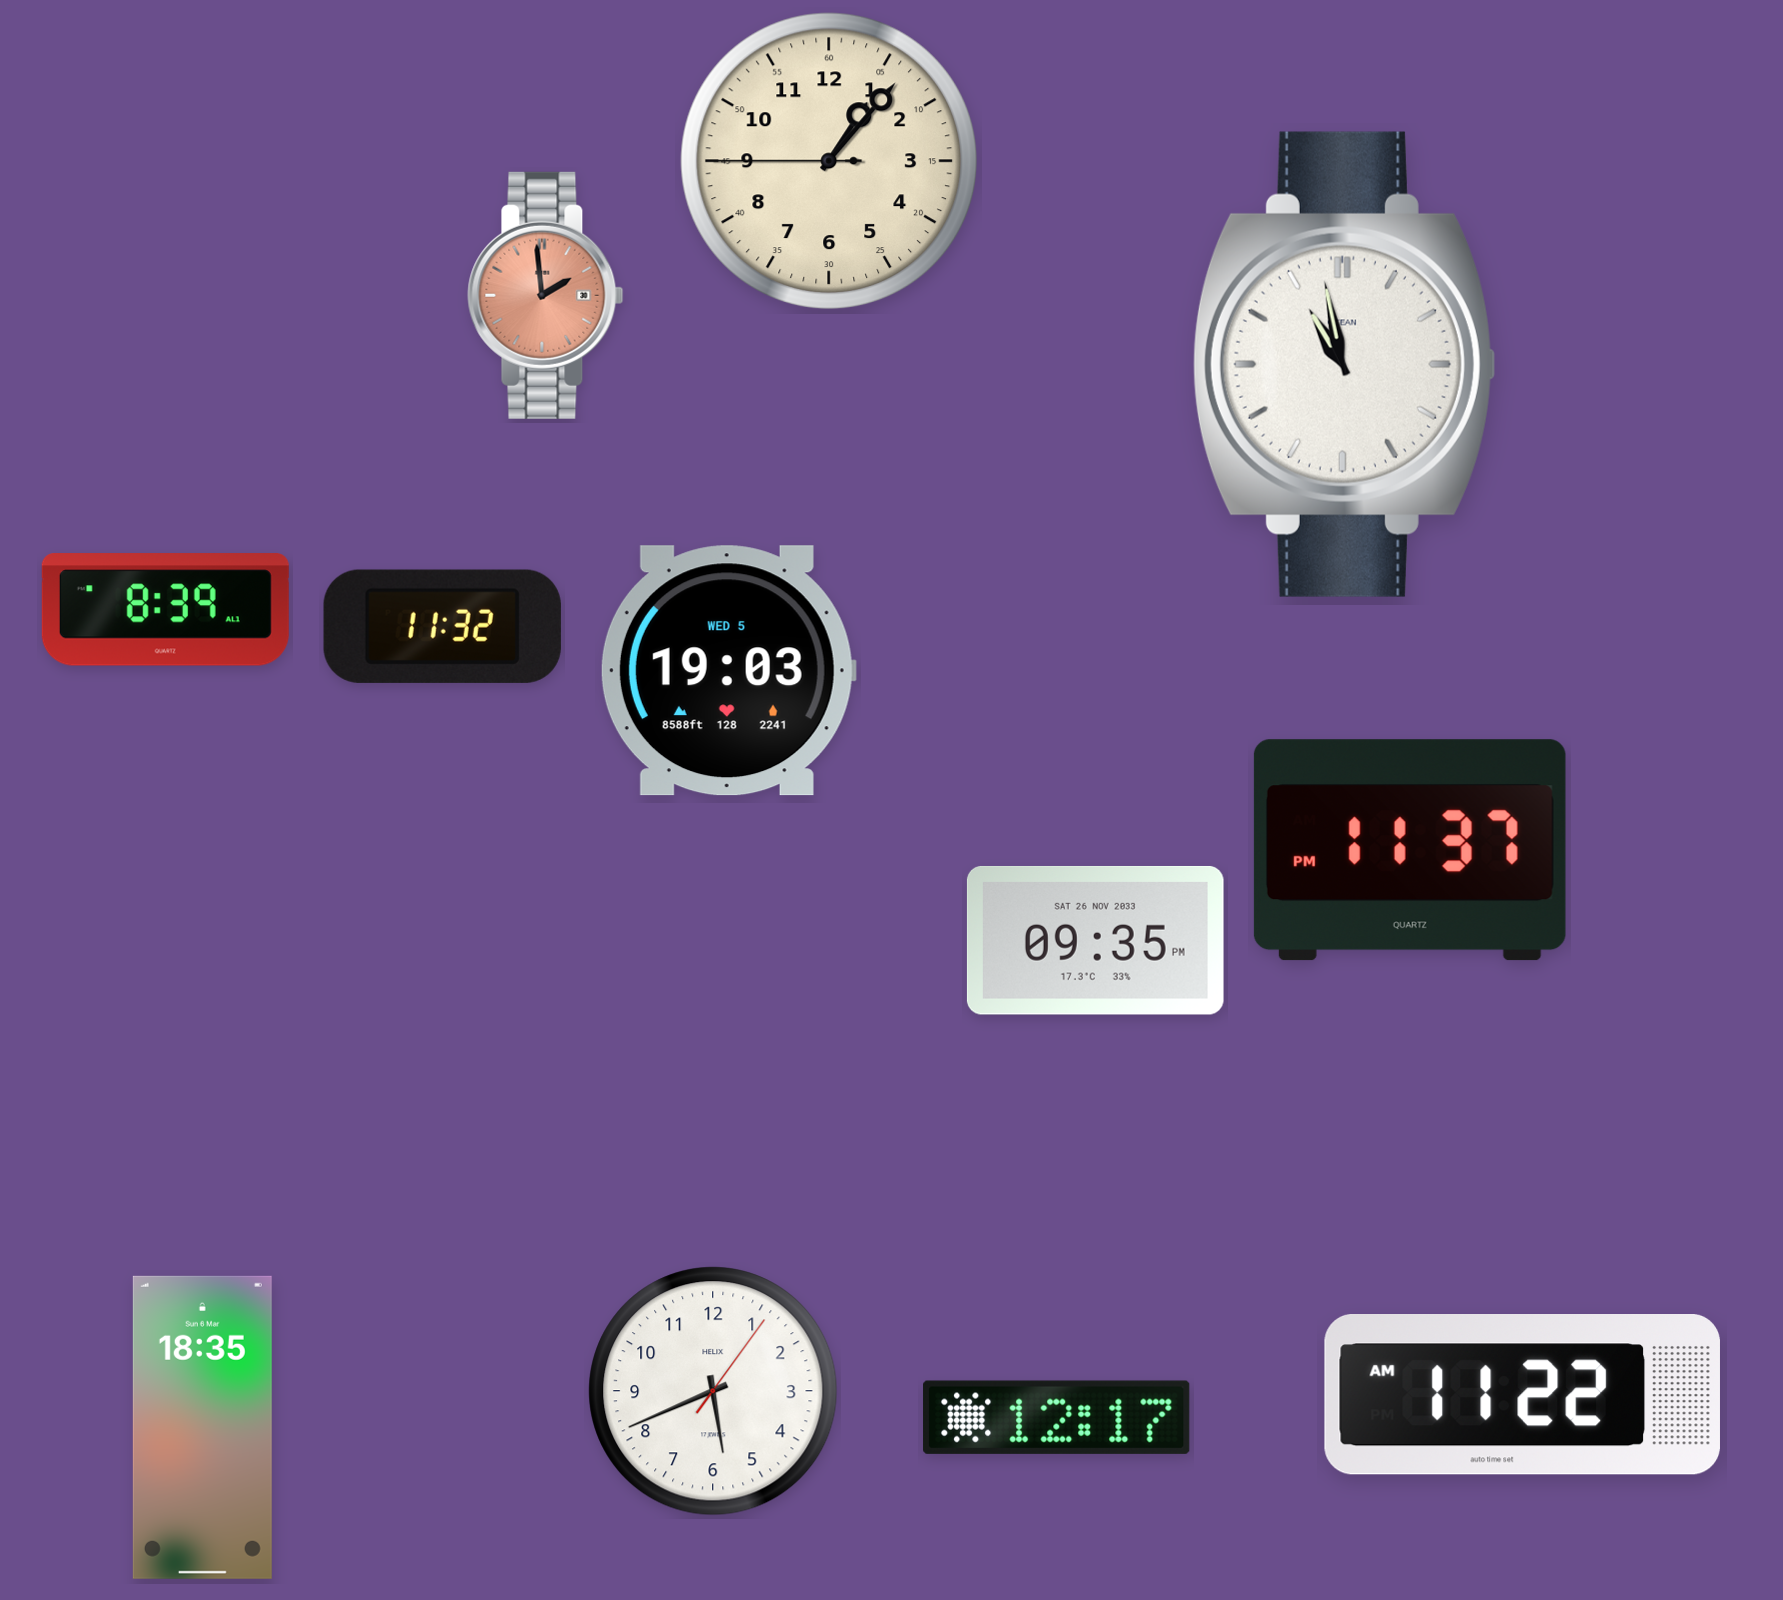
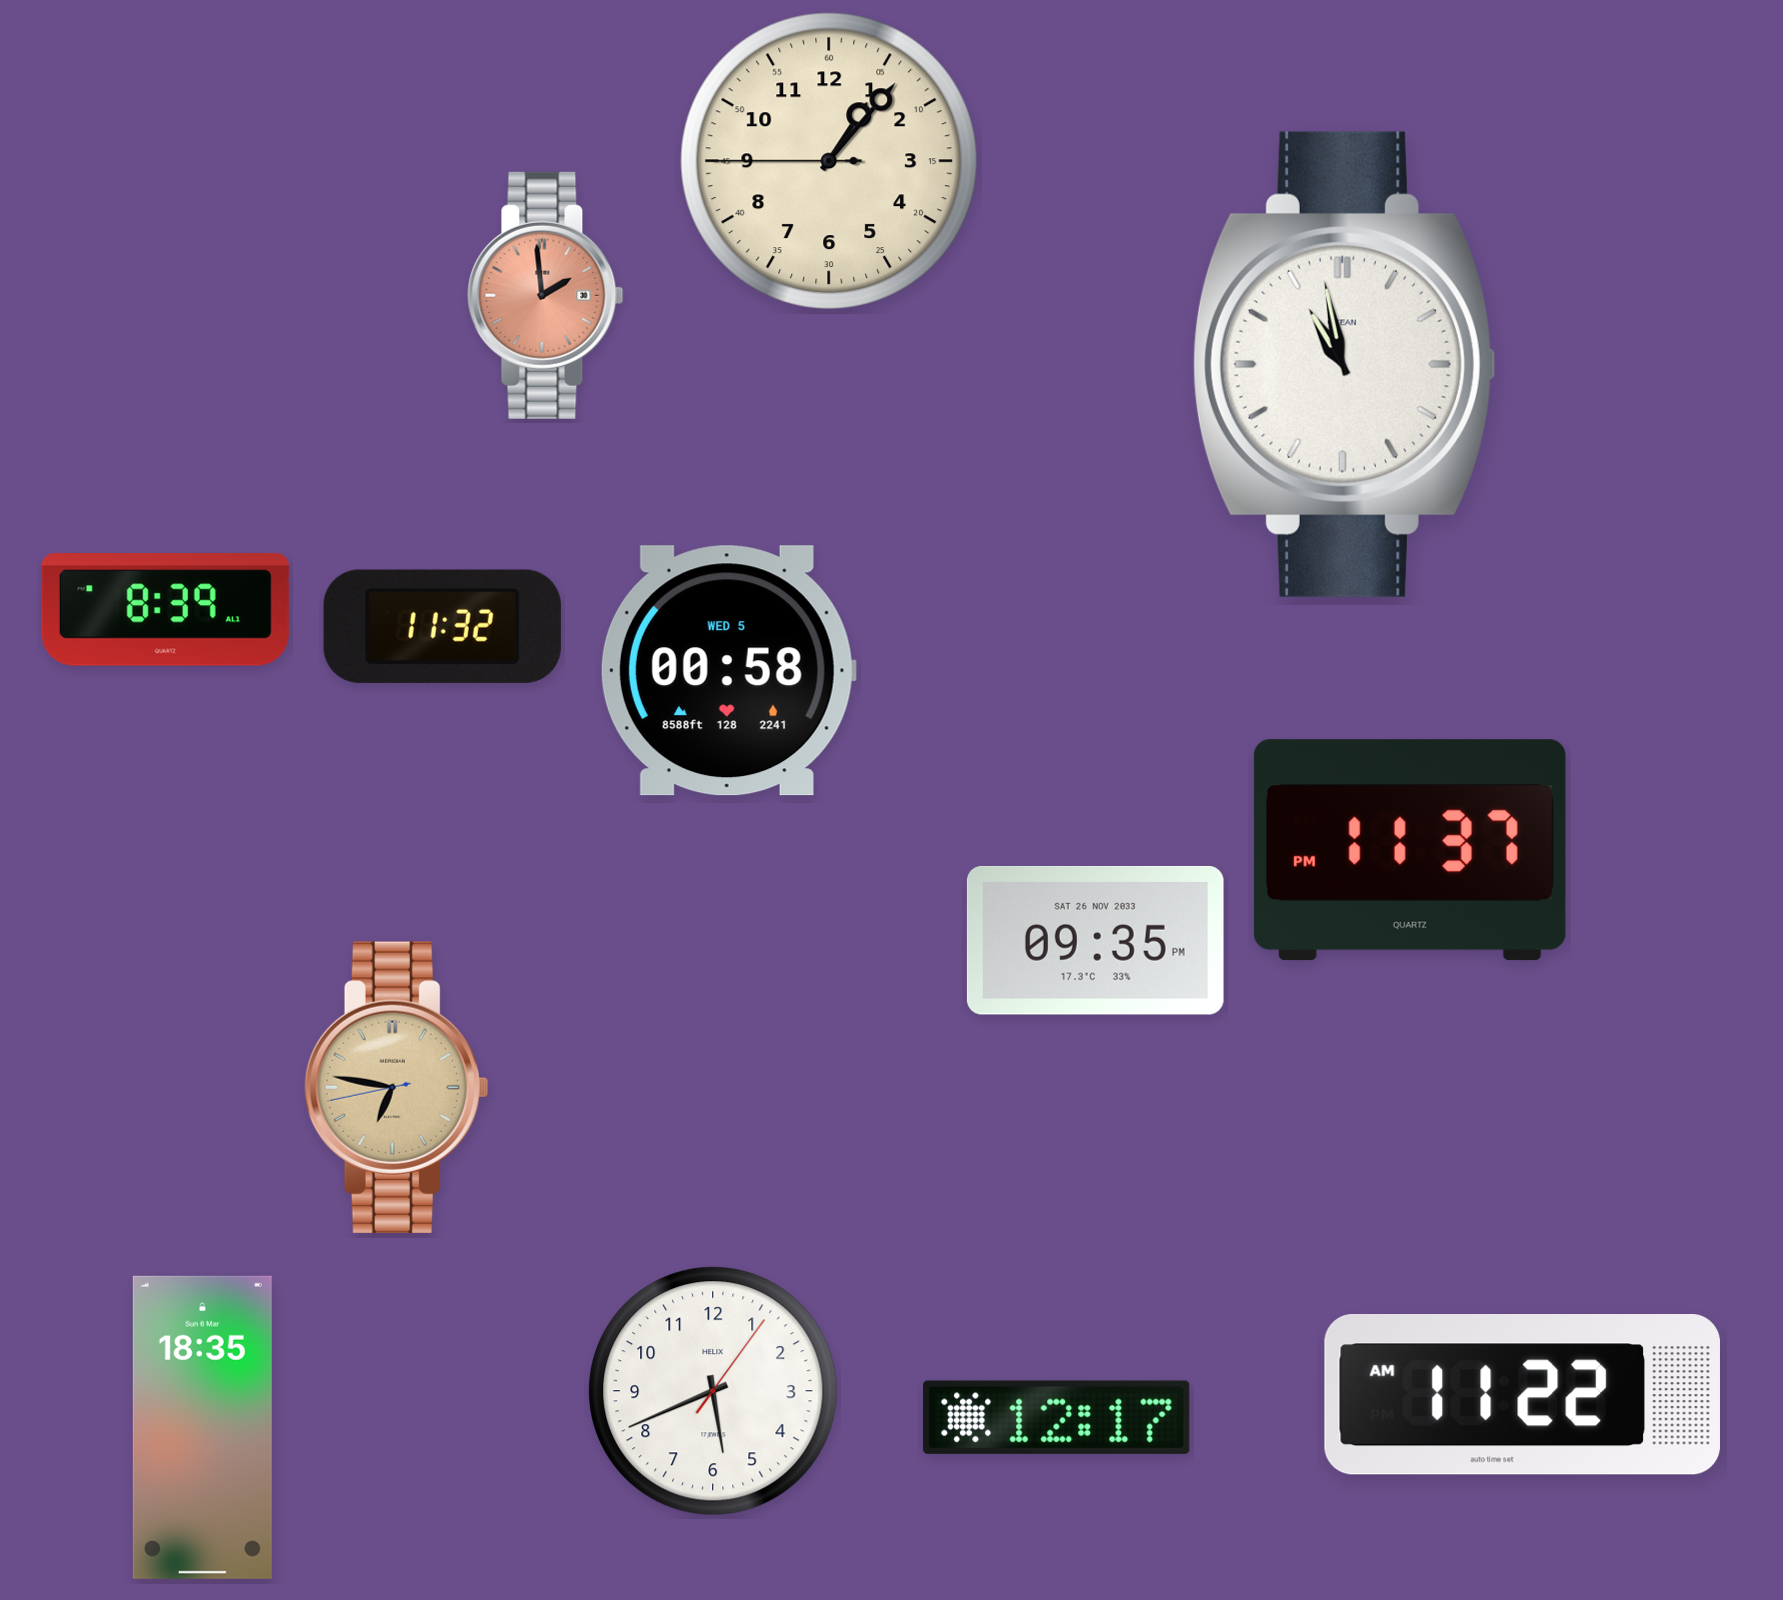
clock at (728, 671): 19:03 -> 00:58
clock at (396, 1087): none -> 6:46
